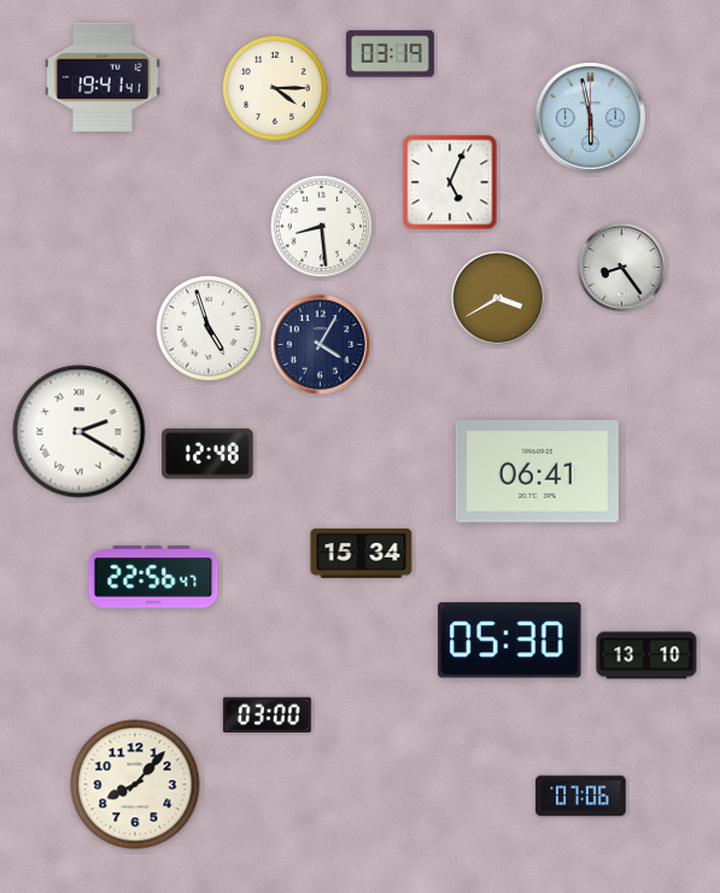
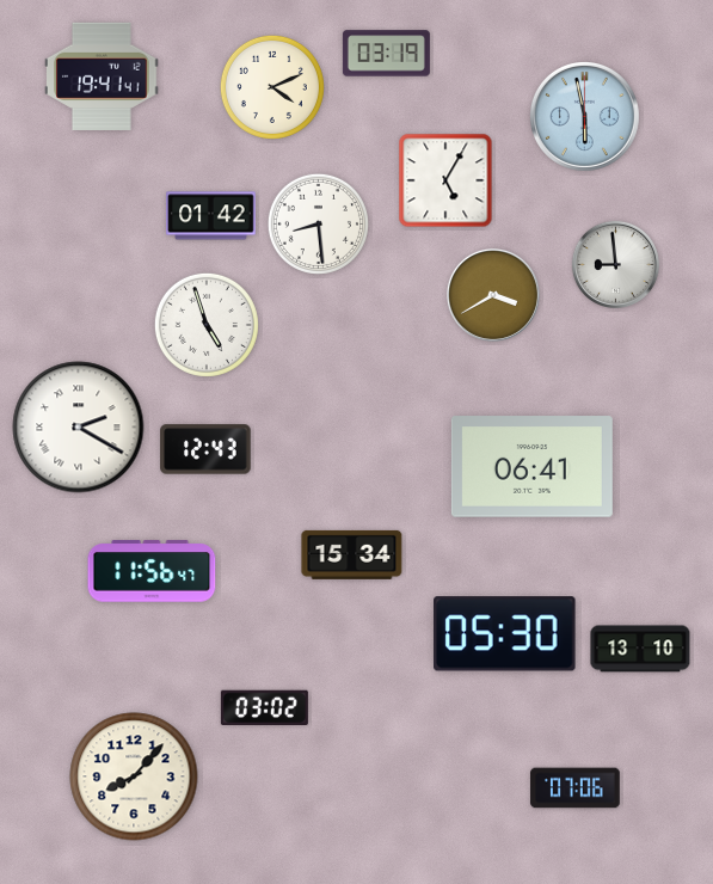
clock at (275, 88): 4:15 -> 4:11
clock at (450, 182): 5:04 -> 5:05
clock at (211, 216): none -> 01:42
clock at (621, 267): 8:24 -> 8:59
clock at (320, 344): 4:05 -> none
clock at (207, 454): 12:48 -> 12:43
clock at (362, 553) position: (362, 553) -> (352, 554)
clock at (153, 577): 22:56 -> 11:56
clock at (267, 714): 03:00 -> 03:02
